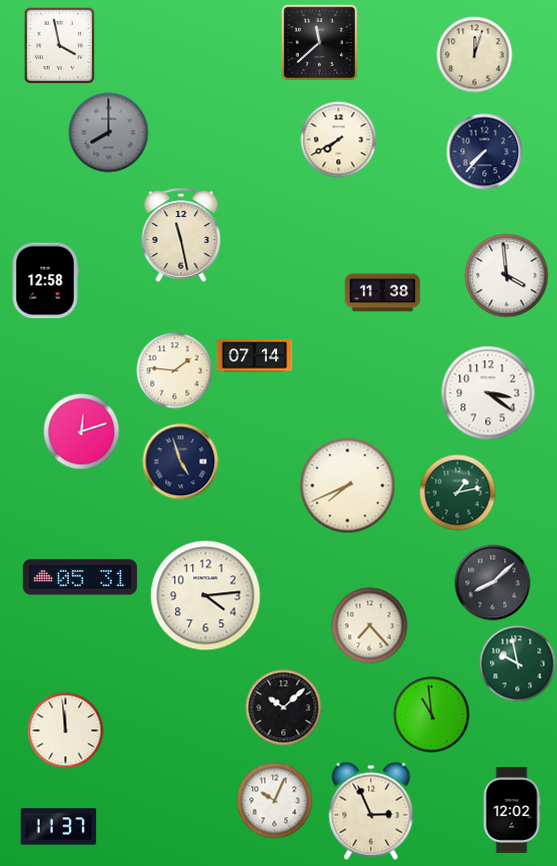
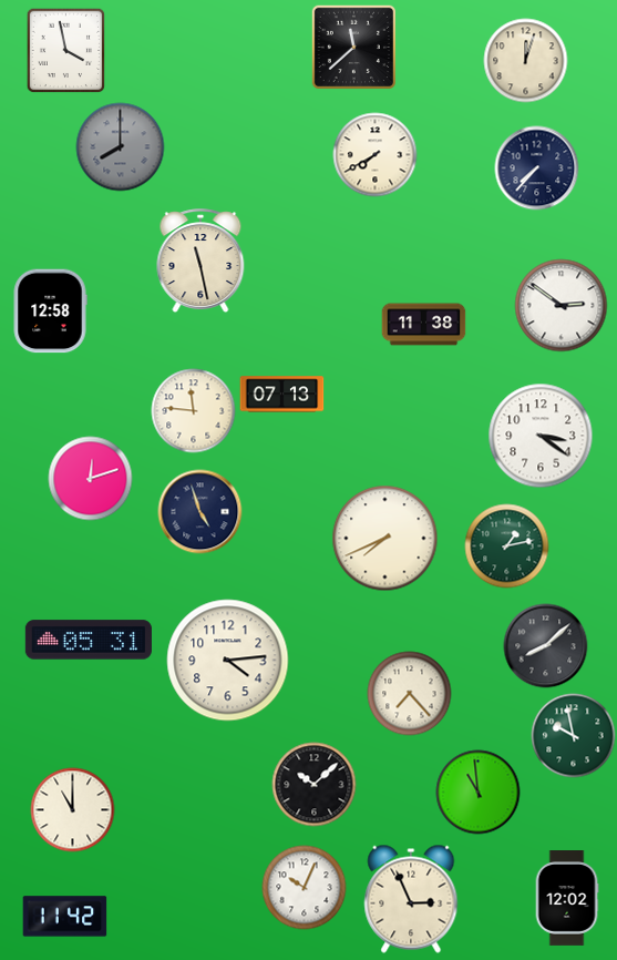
clock at (507, 276): 3:59 -> 2:51
clock at (255, 356): 07:14 -> 07:13
clock at (175, 371): 1:46 -> 11:46
clock at (66, 731): 11:59 -> 11:00
clock at (59, 827): 11:37 -> 11:42
